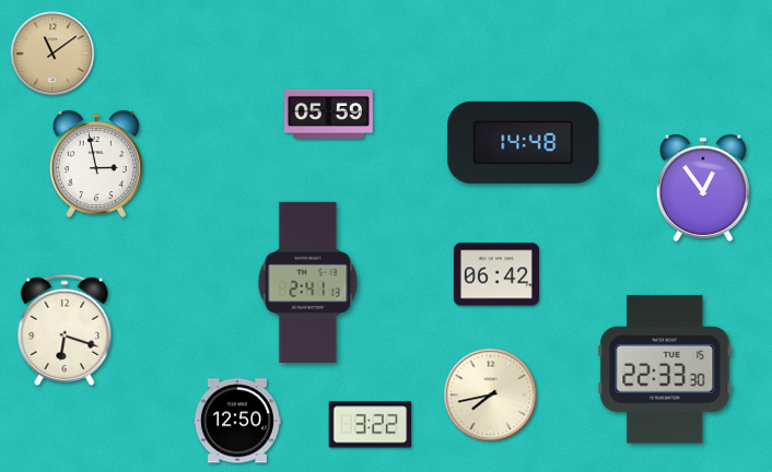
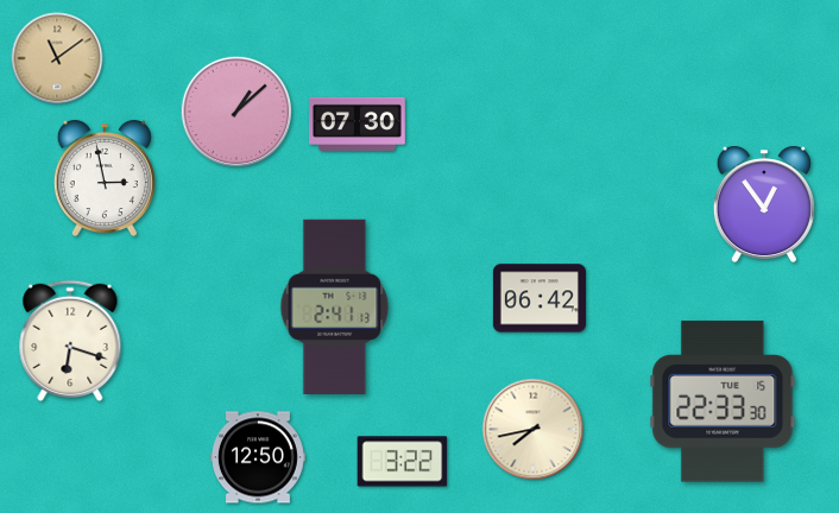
clock at (236, 112): none -> 1:08
clock at (329, 114): 05:59 -> 07:30
clock at (524, 142): 14:48 -> none
clock at (65, 330) position: (65, 330) -> (70, 341)
